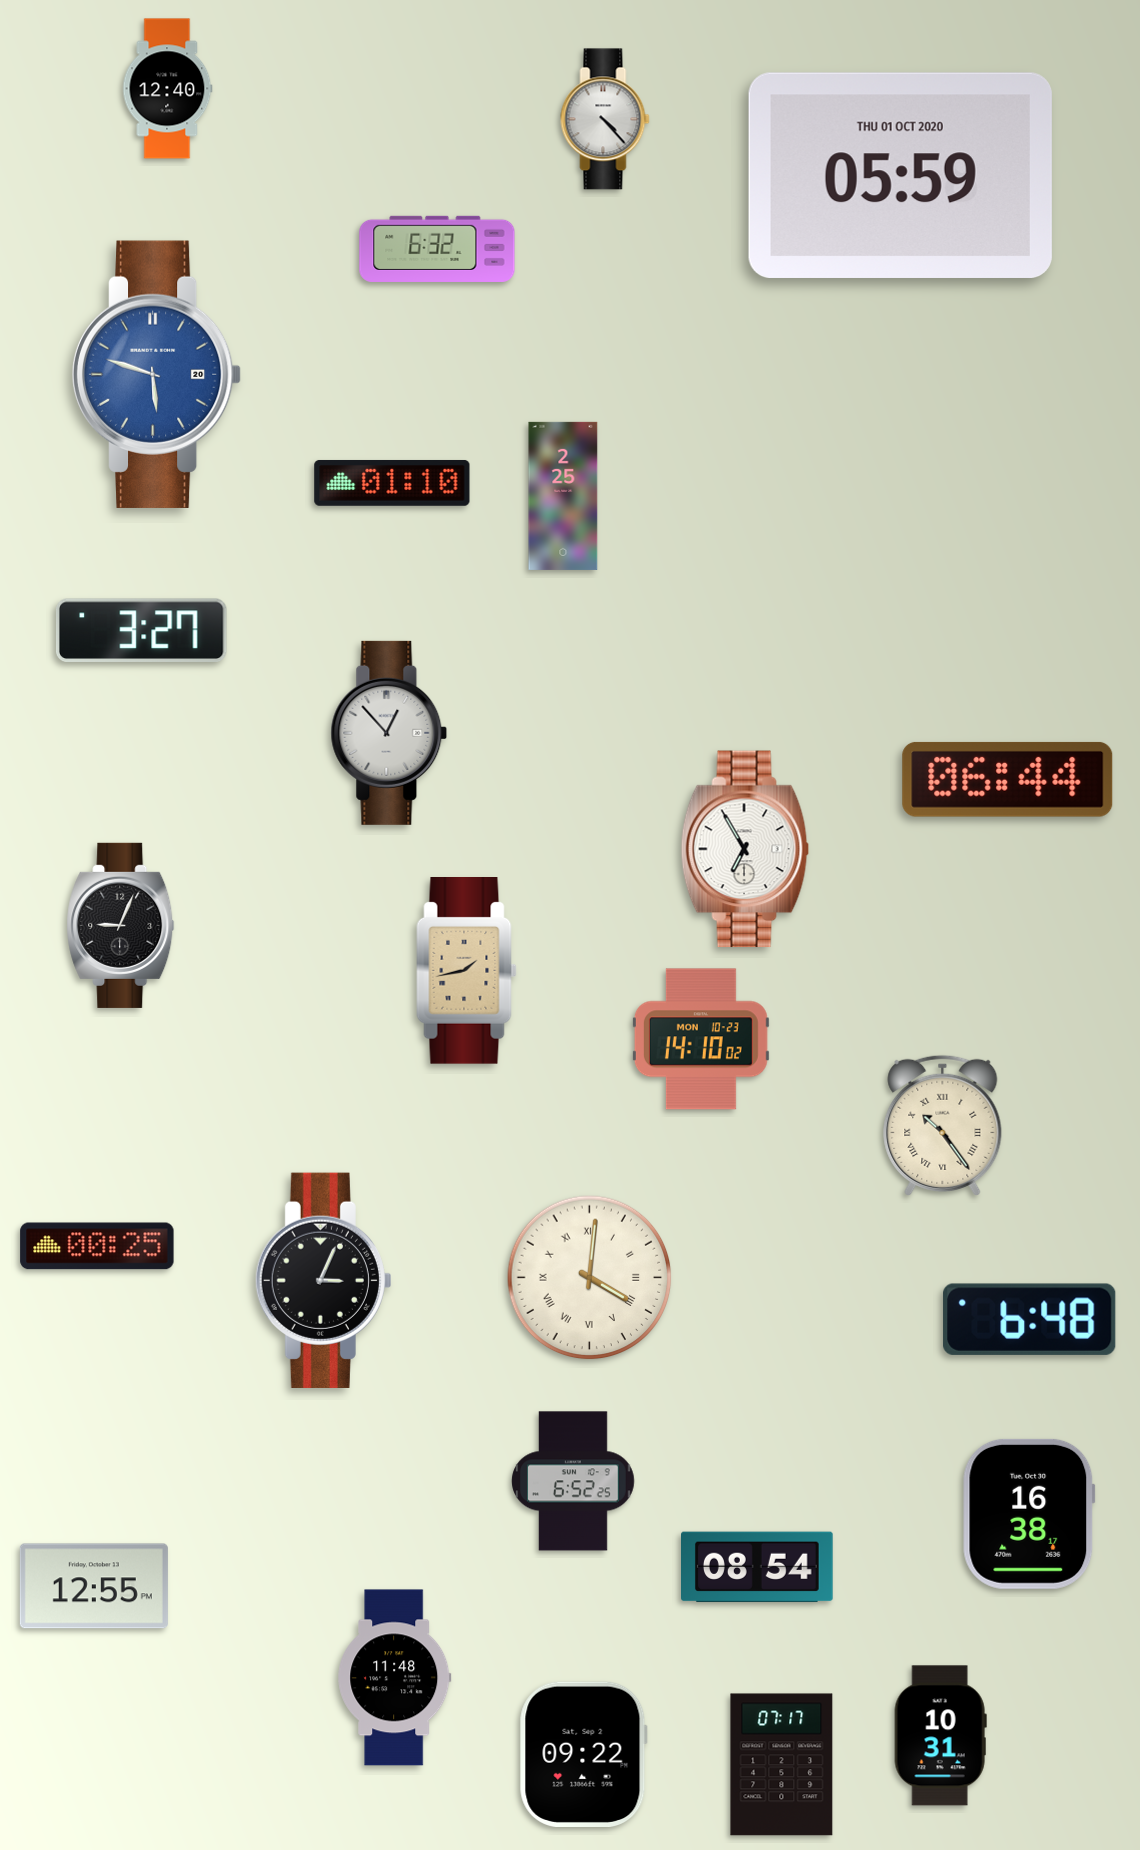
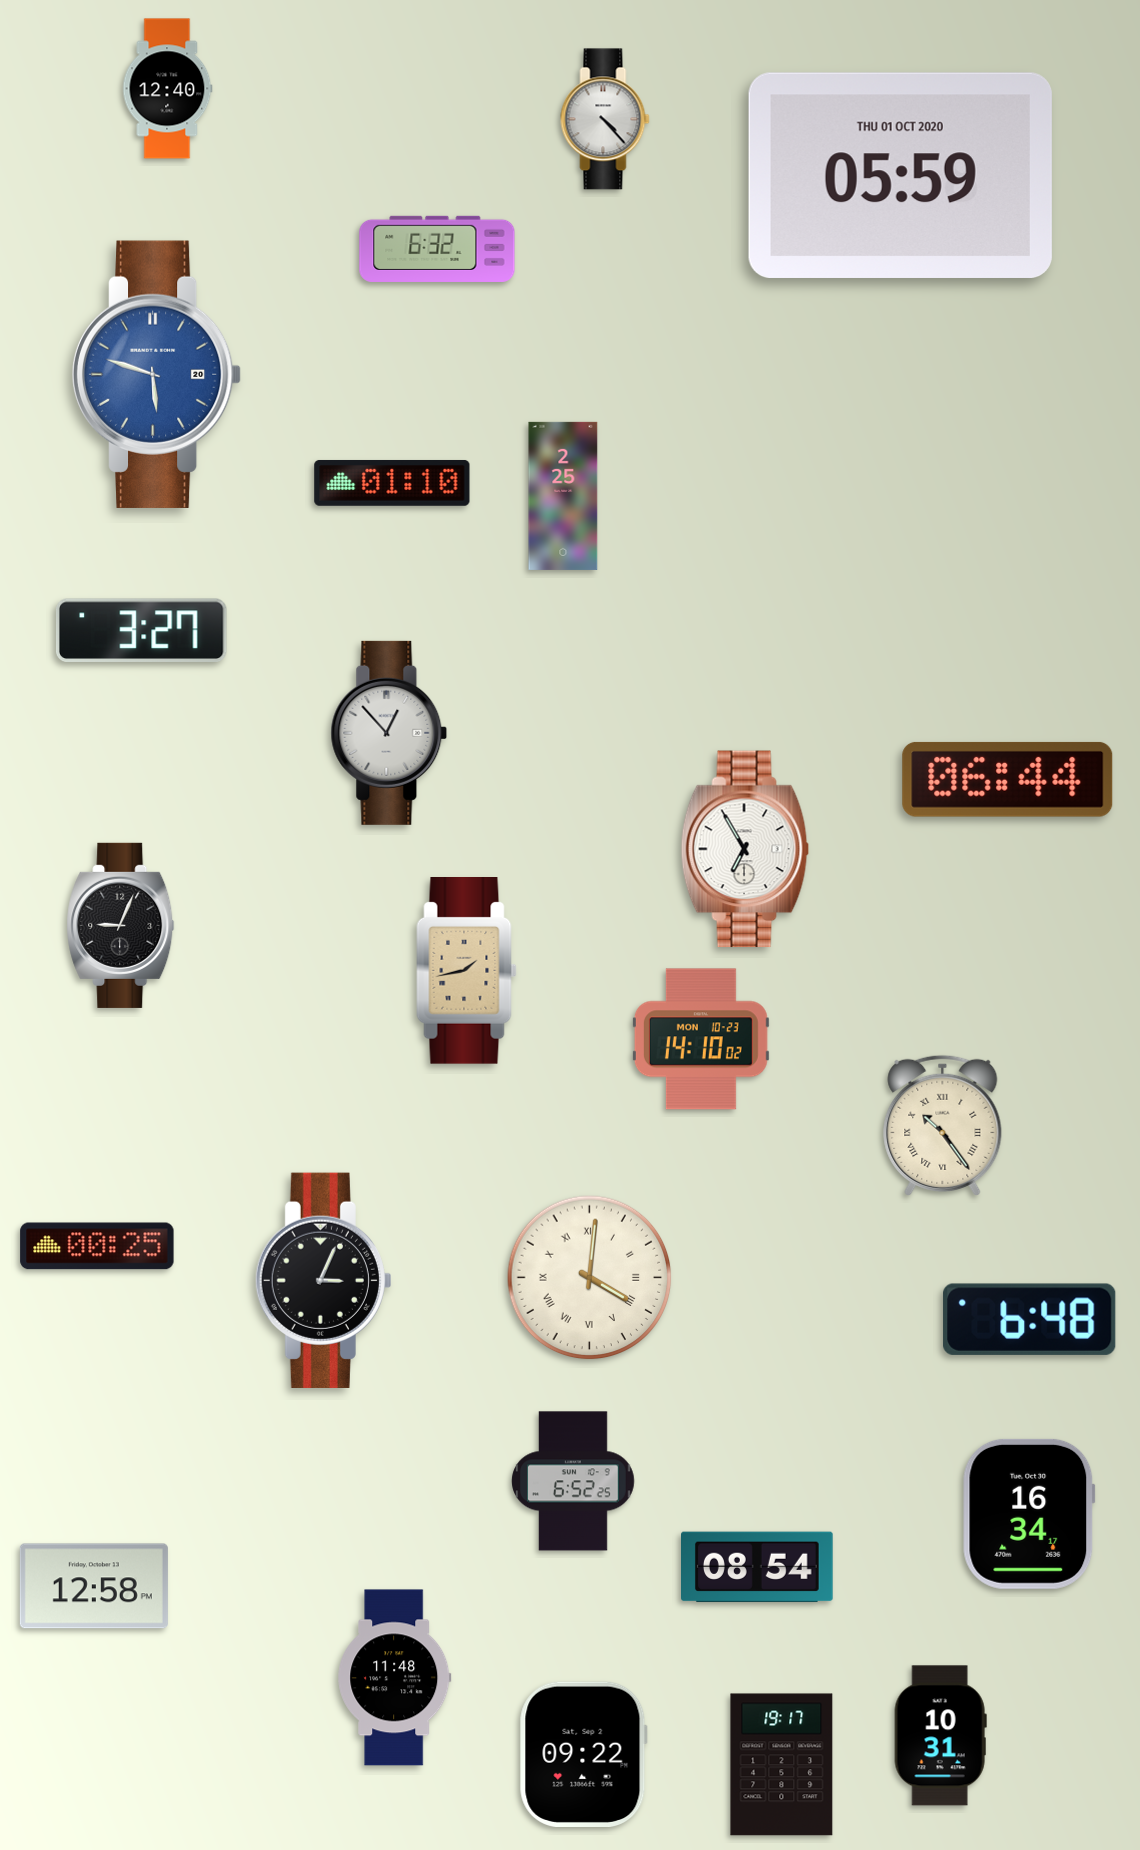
clock at (1029, 1514): 16:38 -> 16:34
clock at (94, 1586): 12:55 -> 12:58
clock at (782, 1765): 07:17 -> 19:17
